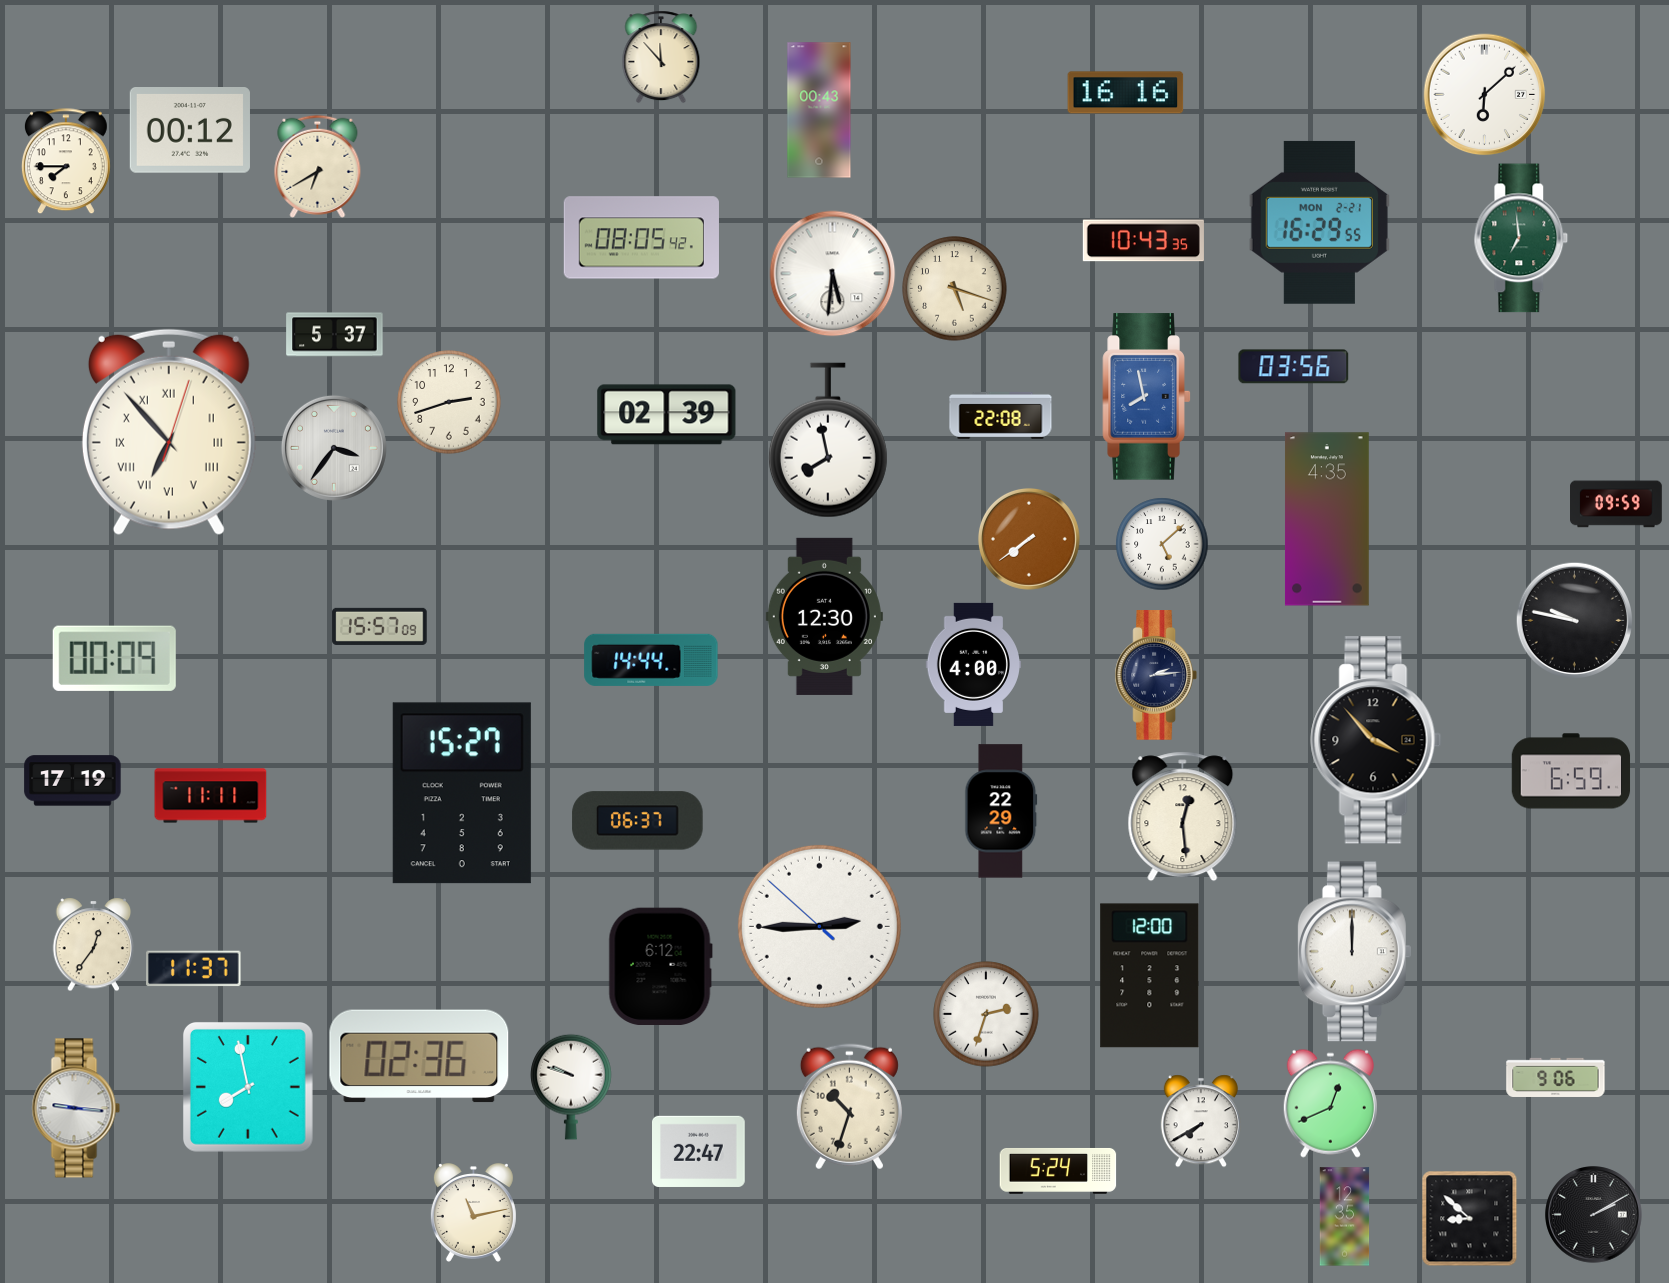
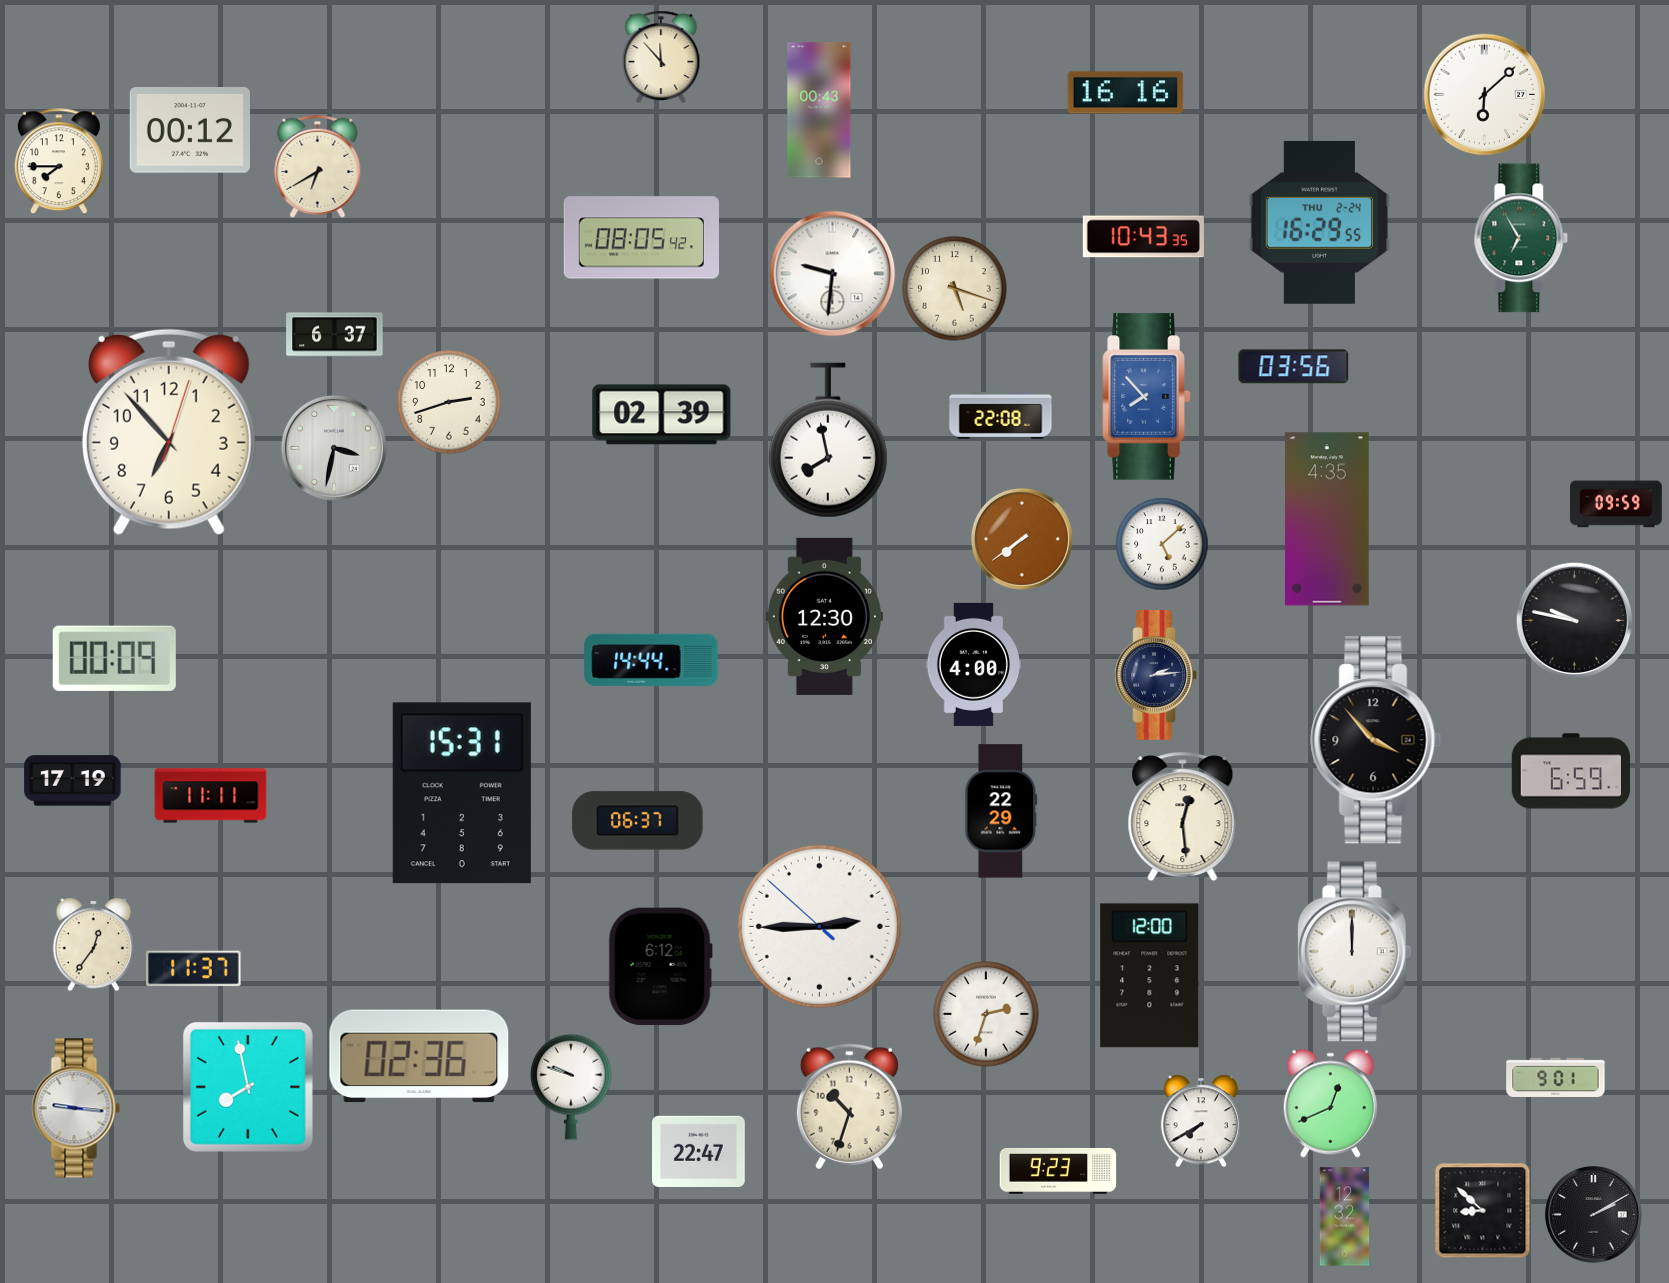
clock at (66, 162) position: (66, 162) -> (59, 162)
clock at (1319, 222) date: MON 2-21 -> THU 2-24
clock at (1521, 238): 6:59 -> 6:55
clock at (1143, 241) position: (1143, 241) -> (1143, 237)
clock at (833, 274): 5:31 -> 9:31
clock at (335, 335): 5:37 -> 6:37
clock at (1147, 397): 7:58 -> 7:53
clock at (667, 415) position: (667, 415) -> (662, 415)
clock at (169, 432) numerals: Roman -> Arabic
clock at (334, 448): 3:36 -> 3:32
clock at (1029, 539) position: (1029, 539) -> (1022, 539)
clock at (380, 626): 15:57 -> none
clock at (462, 793): 15:27 -> 15:31
clock at (1556, 1077): 9:06 -> 9:01
clock at (1058, 1171): 5:24 -> 9:23
clock at (473, 1213): 11:13 -> none
clock at (1345, 1217): 12:35 -> 12:32
clock at (1470, 1219) position: (1470, 1219) -> (1483, 1211)
